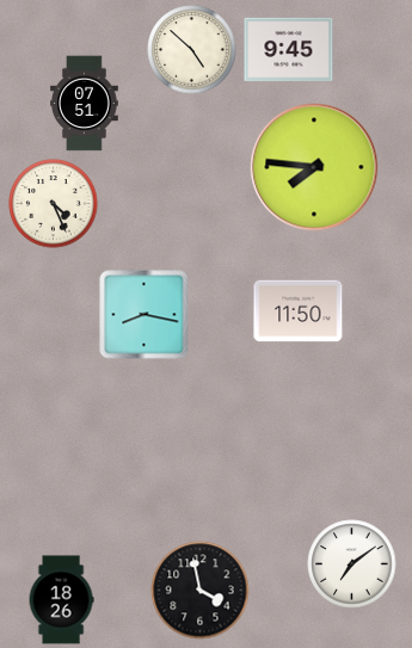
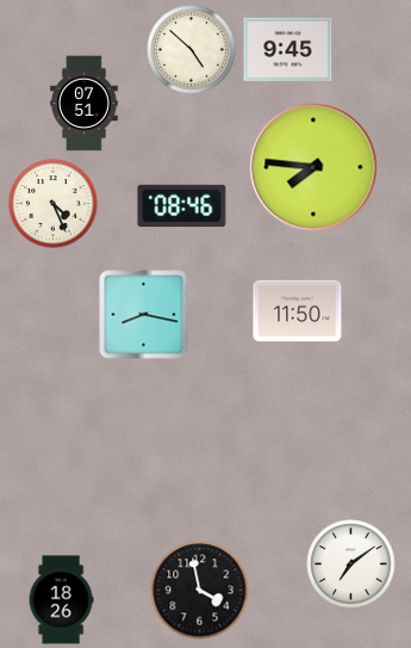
clock at (182, 205): none -> 08:46
